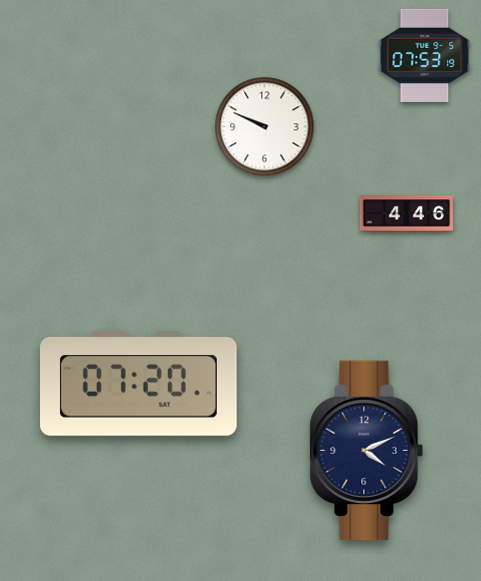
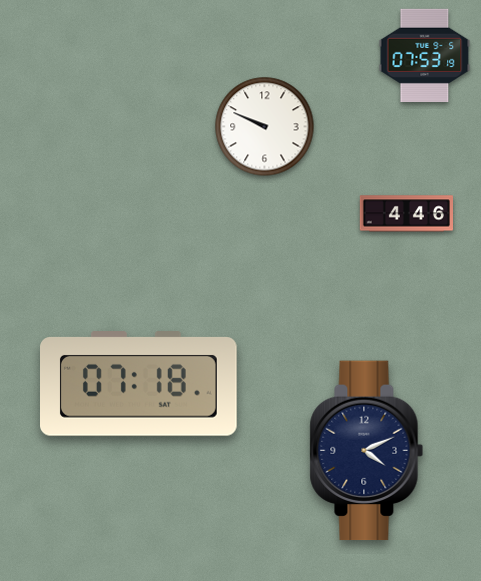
clock at (139, 384): 07:20 -> 07:18
